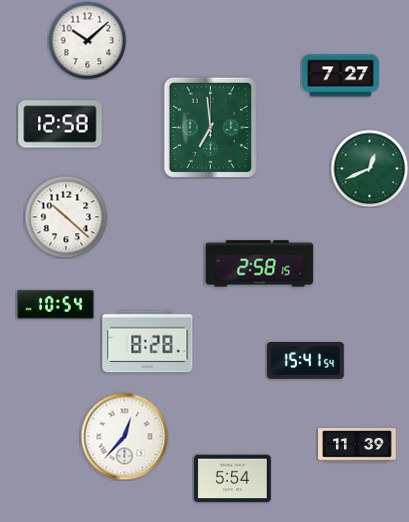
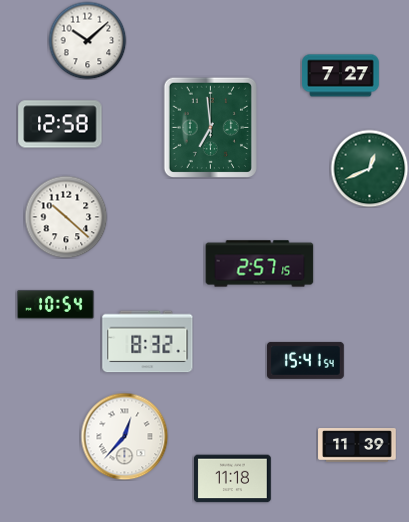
clock at (260, 264): 2:58 -> 2:57
clock at (148, 342): 8:28 -> 8:32
clock at (233, 479): 5:54 -> 11:18
